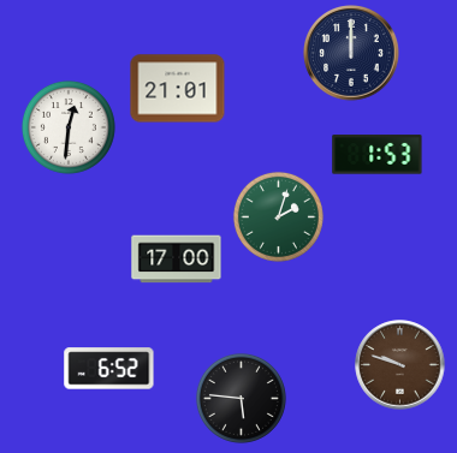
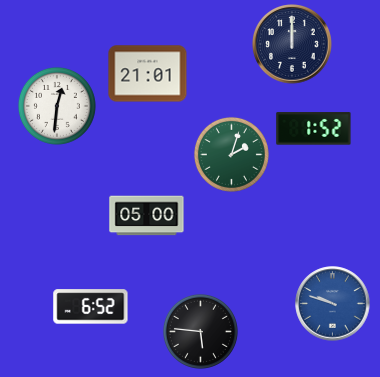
clock at (378, 155): 1:53 -> 1:52
clock at (278, 216) position: (278, 216) -> (231, 154)
clock at (177, 260): 17:00 -> 05:00
clock at (400, 365) dial: brown -> blue
